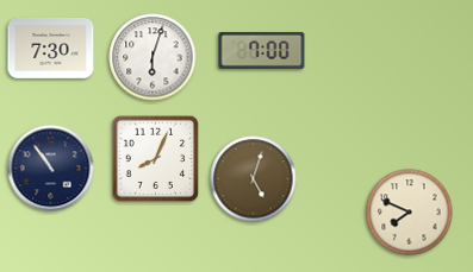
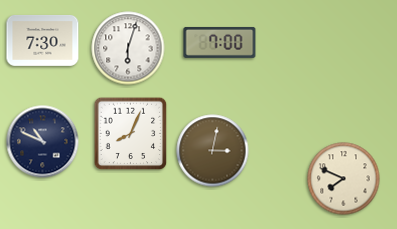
clock at (51, 169): 10:54 -> 10:49
clock at (254, 179): 5:03 -> 3:02
